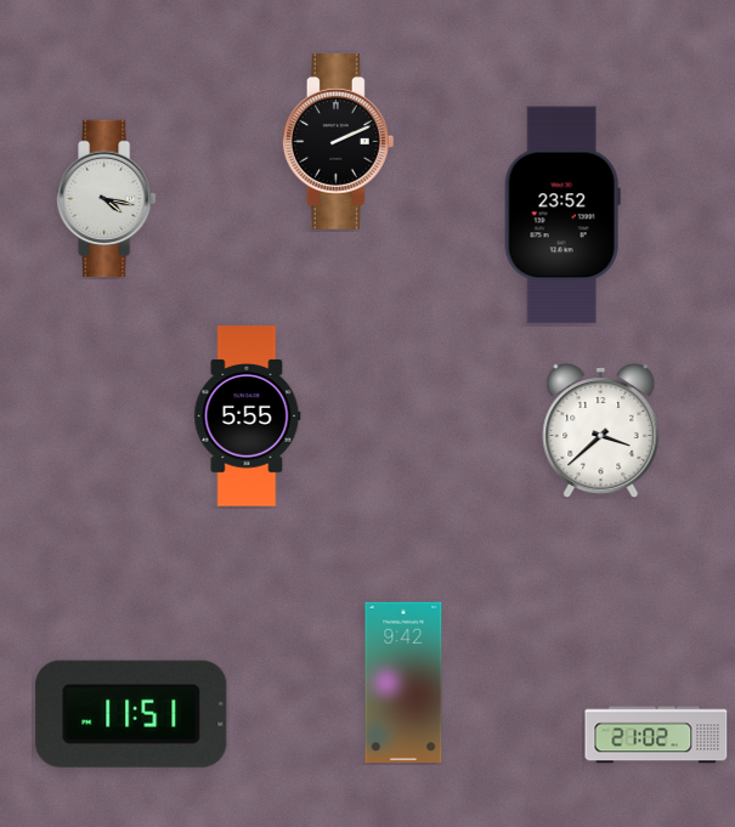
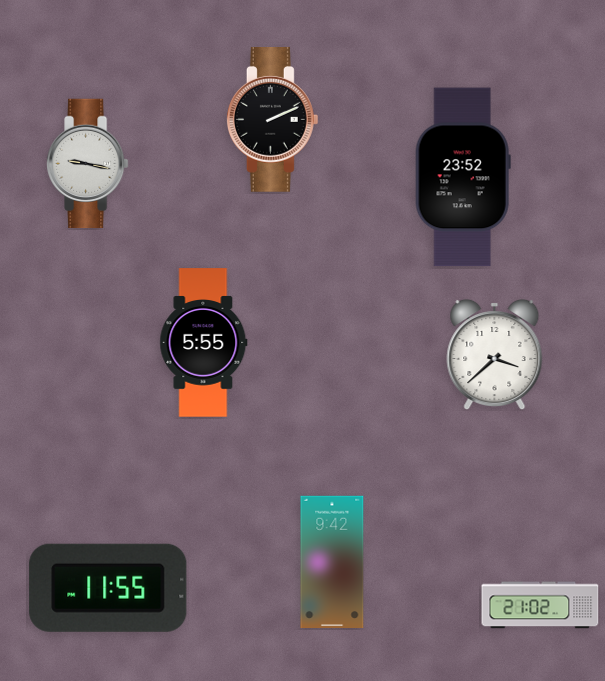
clock at (338, 142) position: (338, 142) -> (272, 120)
clock at (107, 199): 4:17 -> 9:17
clock at (131, 714): 11:51 -> 11:55
